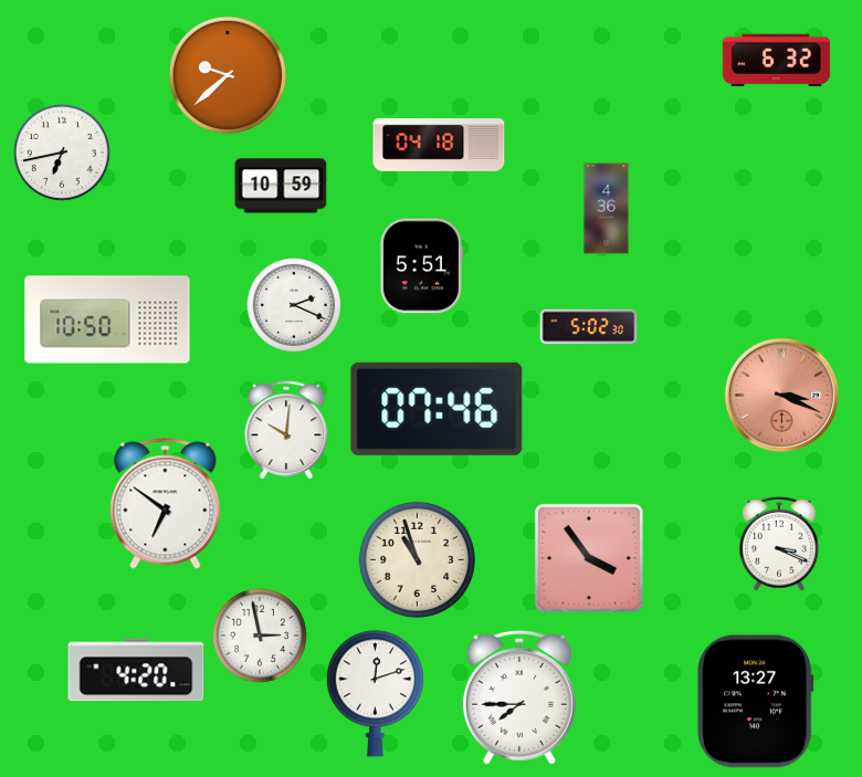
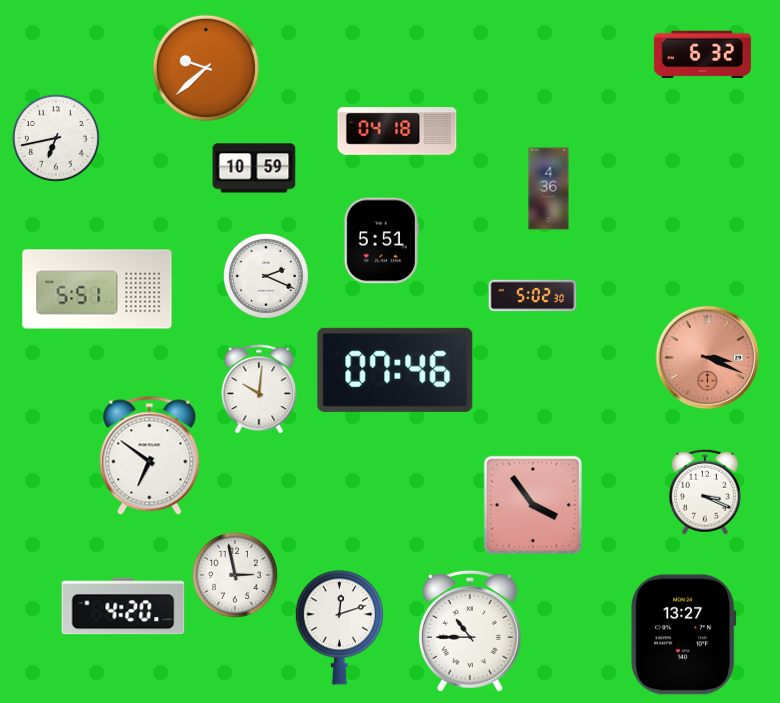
clock at (107, 319): 10:50 -> 5:51
clock at (417, 559): 10:57 -> none
clock at (519, 697): 7:45 -> 10:45
